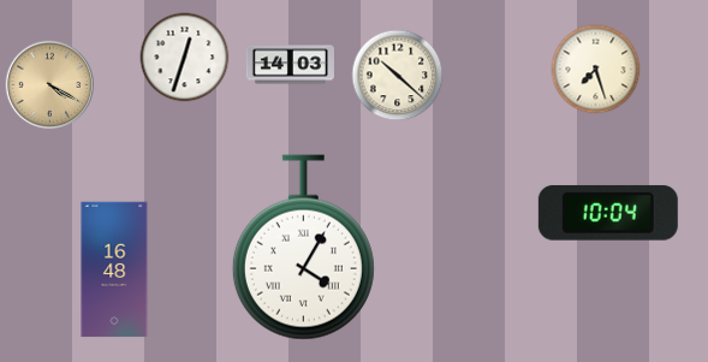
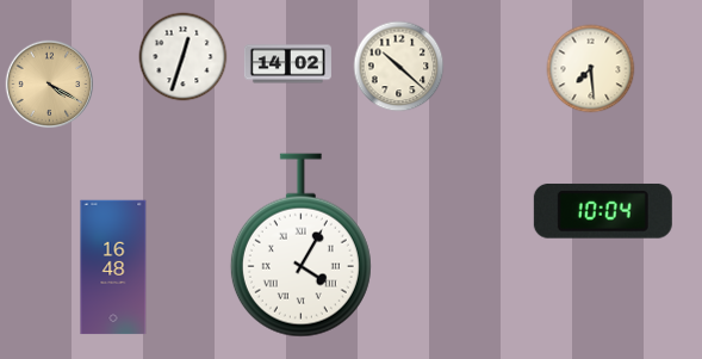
clock at (290, 65): 14:03 -> 14:02
clock at (596, 70): 7:27 -> 7:29
clock at (398, 76) position: (398, 76) -> (399, 67)
